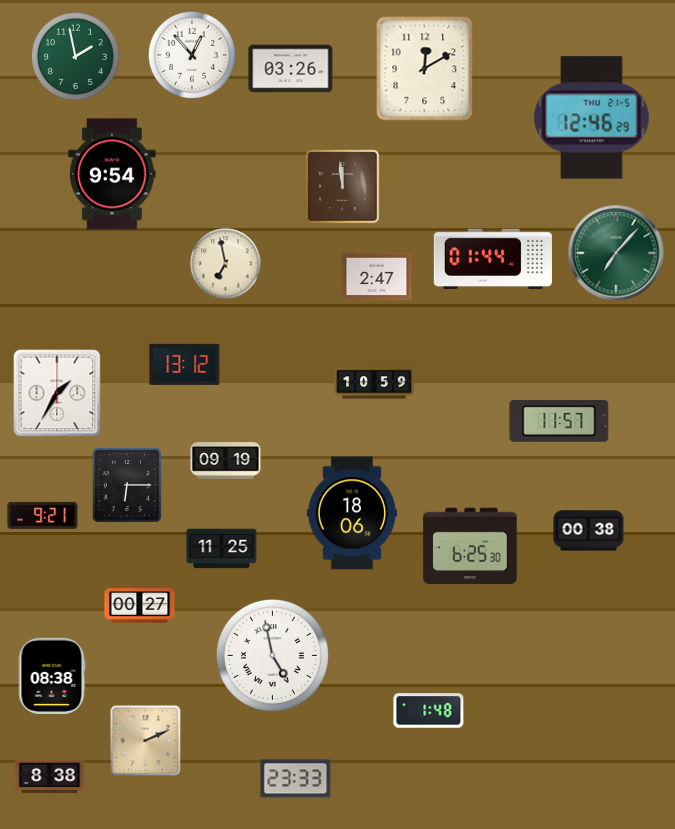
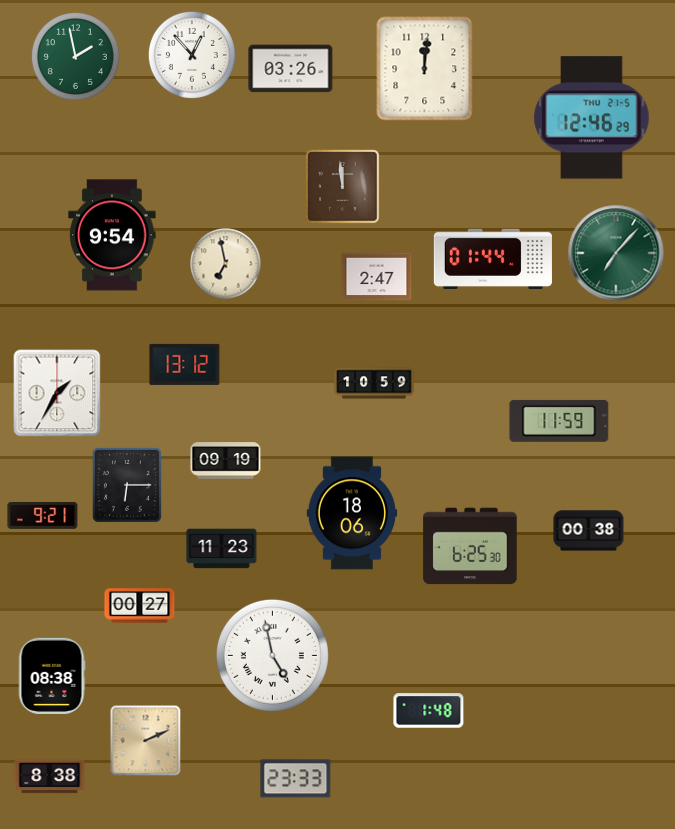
clock at (425, 69): 12:10 -> 12:01
clock at (112, 174) position: (112, 174) -> (112, 235)
clock at (559, 421): 11:57 -> 11:59
clock at (222, 549): 11:25 -> 11:23
